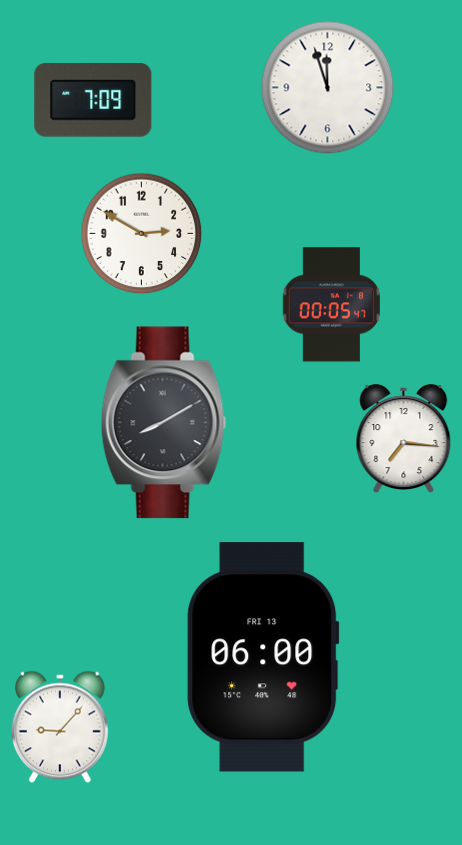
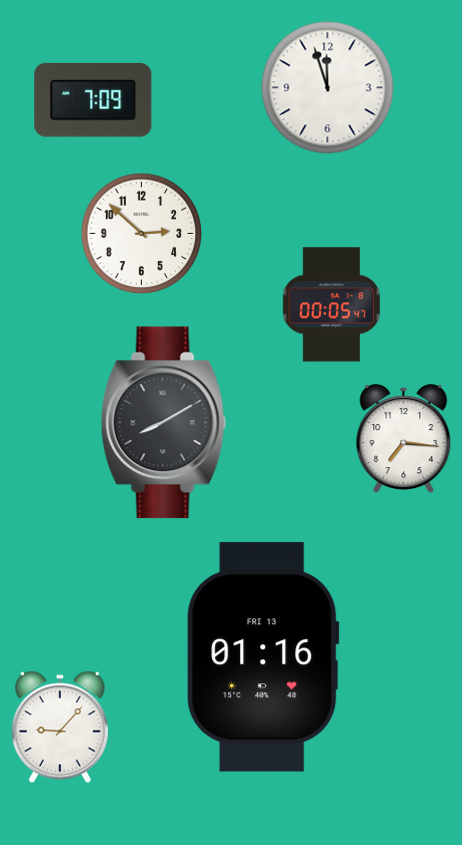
clock at (141, 233): 2:50 -> 2:52
clock at (263, 657): 06:00 -> 01:16
